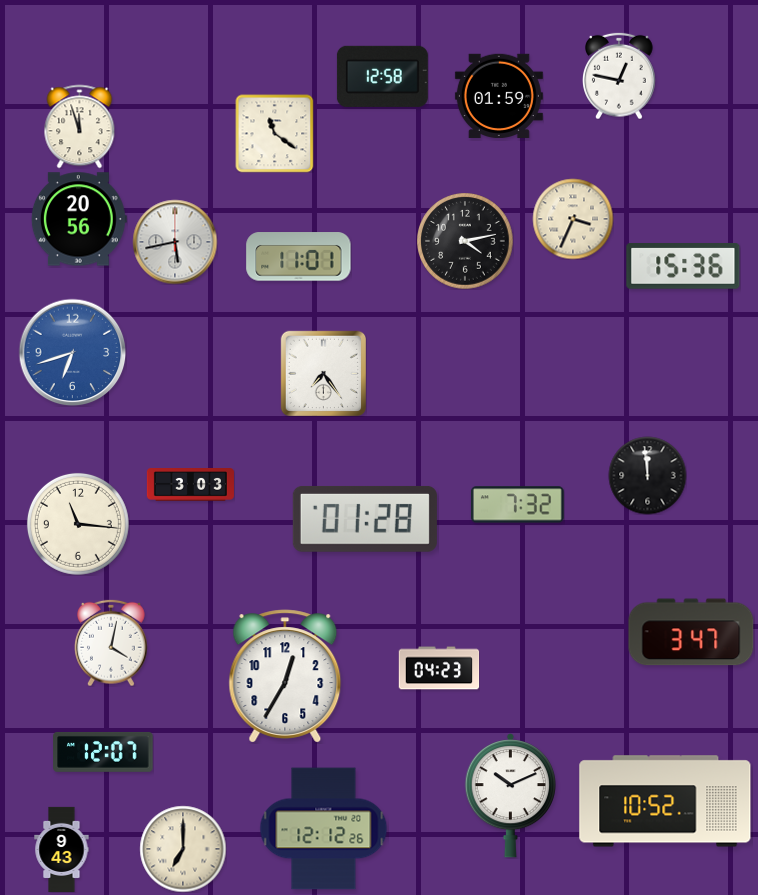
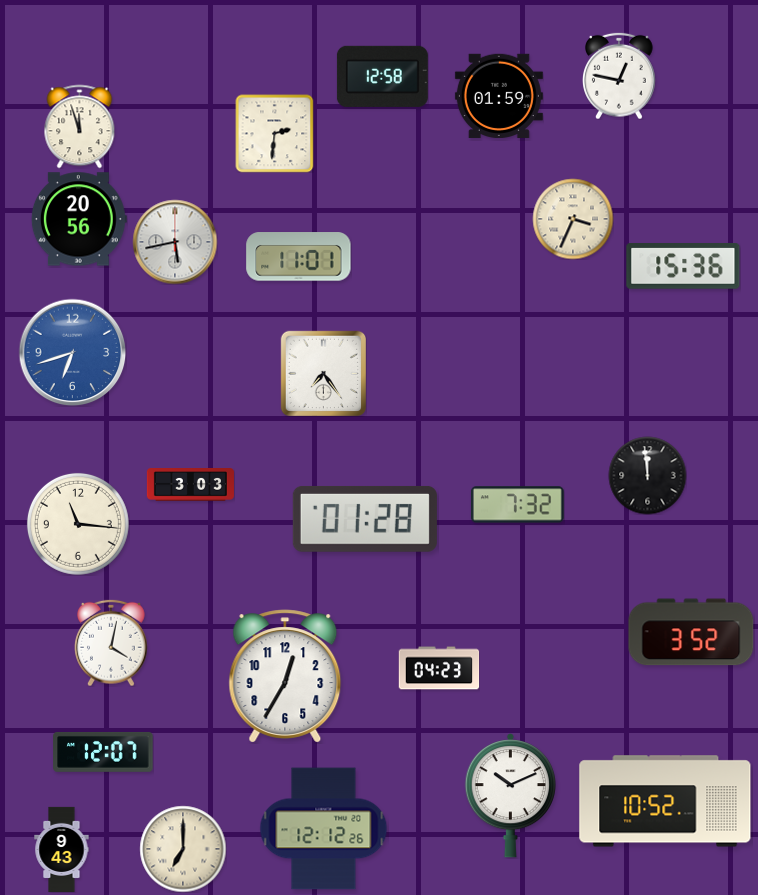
clock at (274, 133): 11:21 -> 2:31
clock at (465, 241): 4:13 -> none
clock at (691, 632): 3:47 -> 3:52
